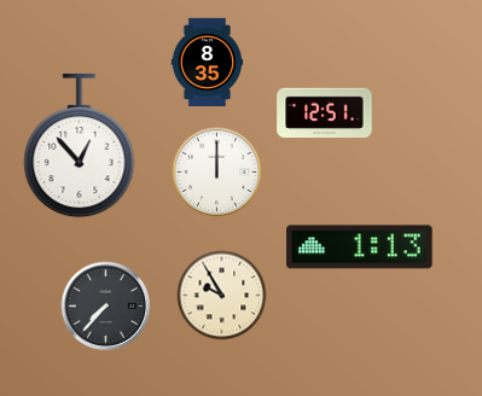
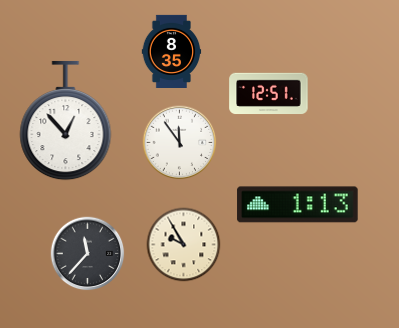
clock at (217, 173): 12:00 -> 11:54
clock at (106, 307): 7:37 -> 11:37
